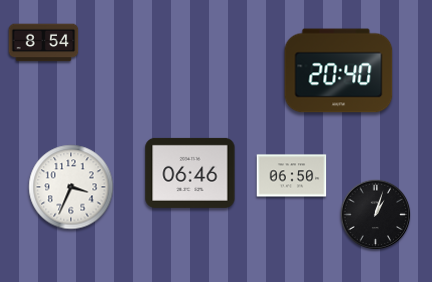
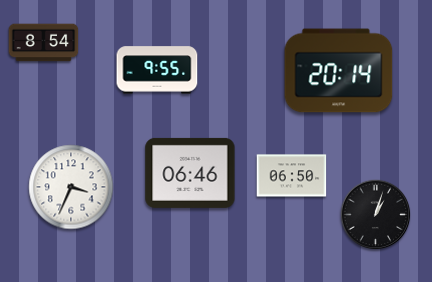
clock at (157, 70): none -> 9:55
clock at (339, 71): 20:40 -> 20:14
